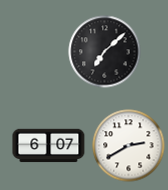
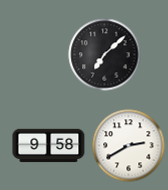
clock at (105, 52) position: (105, 52) -> (105, 55)
clock at (49, 146): 6:07 -> 9:58
